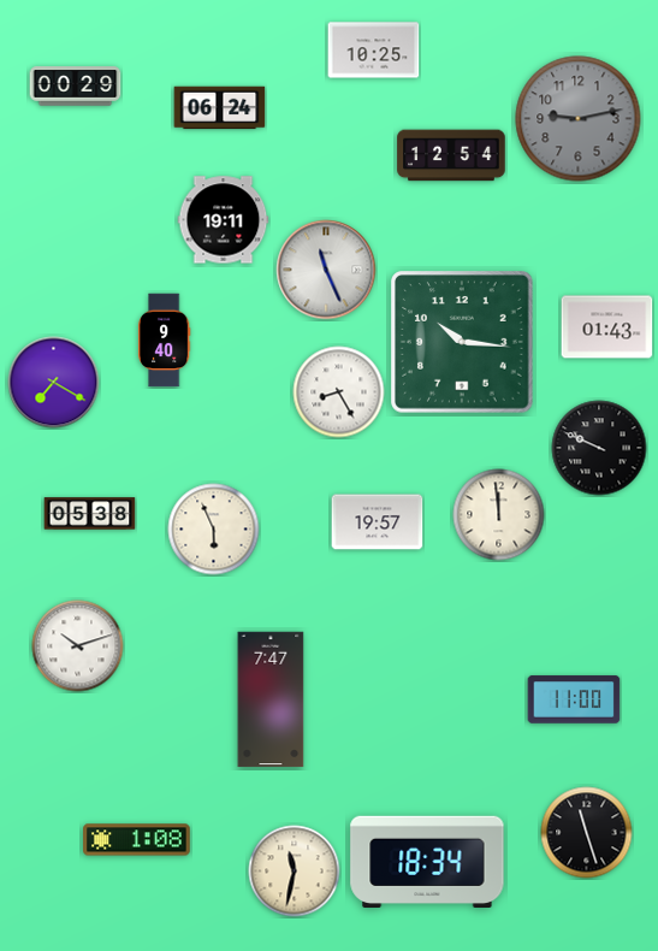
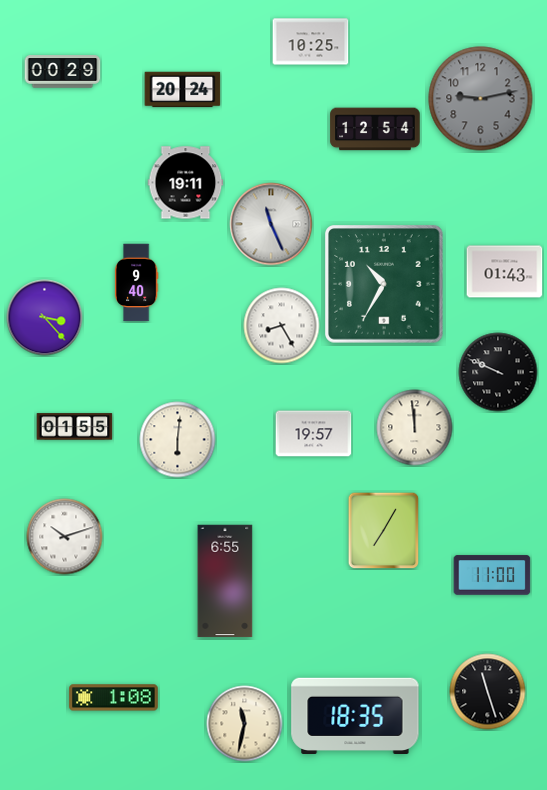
clock at (220, 108): 06:24 -> 20:24
clock at (462, 342): 10:16 -> 10:35
clock at (54, 383): 7:20 -> 3:23
clock at (90, 514): 05:38 -> 01:55
clock at (214, 530): 5:56 -> 6:01
clock at (384, 530): none -> 7:05
clock at (271, 699): 7:47 -> 6:55
clock at (574, 699) position: (574, 699) -> (492, 575)
clock at (427, 861): 18:34 -> 18:35
